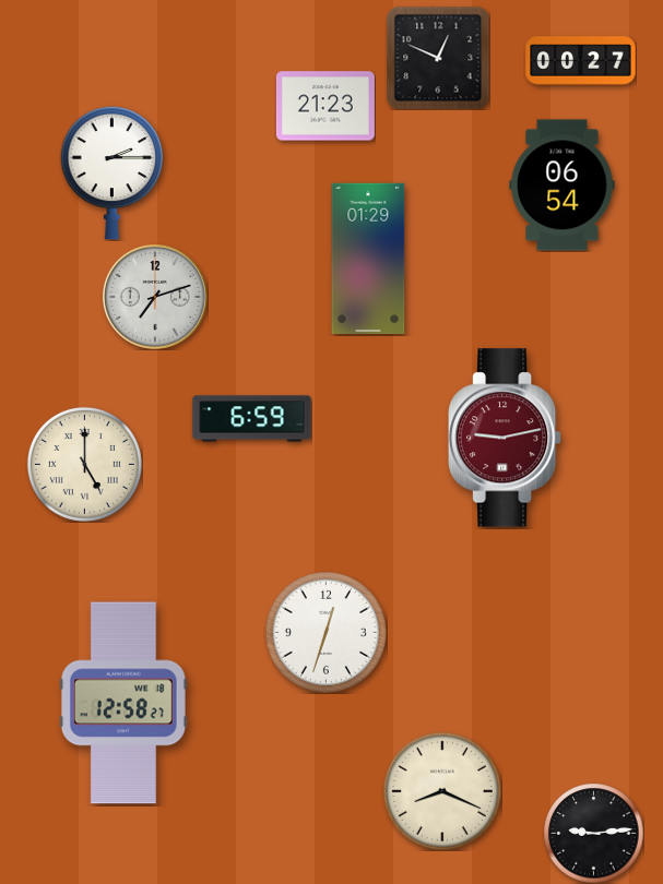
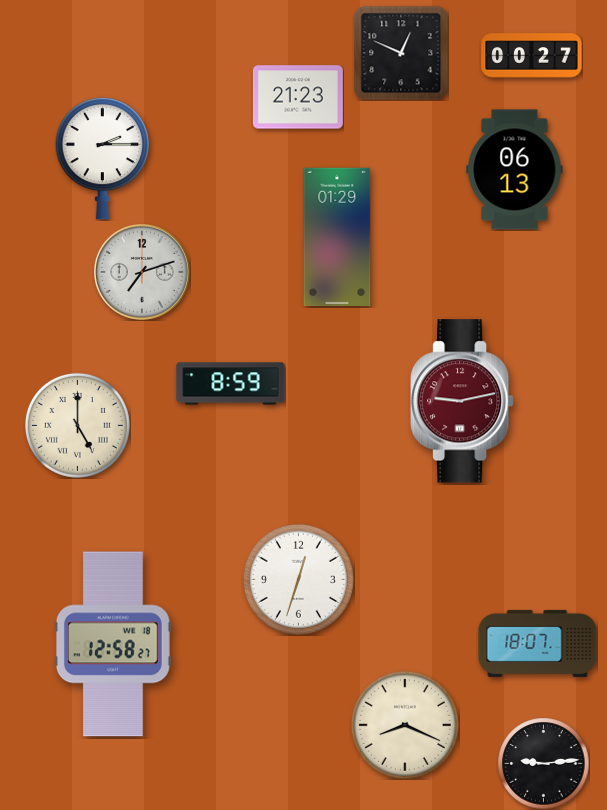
clock at (563, 186): 06:54 -> 06:13
clock at (252, 419): 6:59 -> 8:59
clock at (538, 643): none -> 18:07
